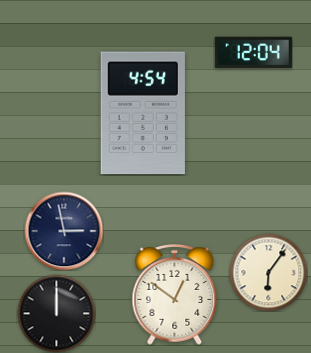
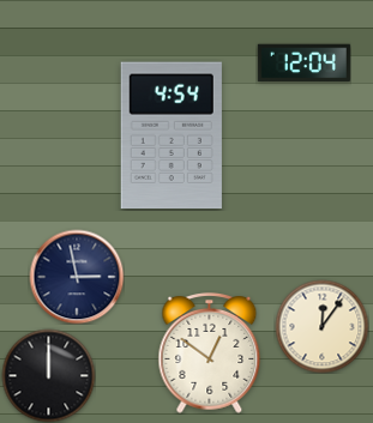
clock at (268, 272): 6:06 -> 12:06
clock at (56, 313) position: (56, 313) -> (48, 375)
